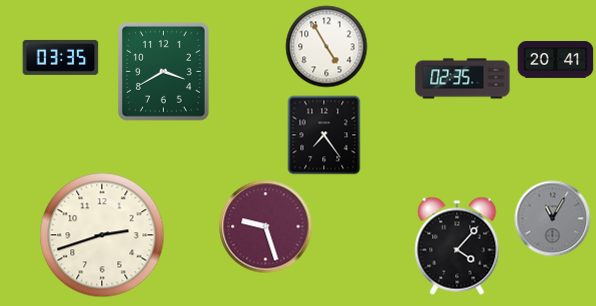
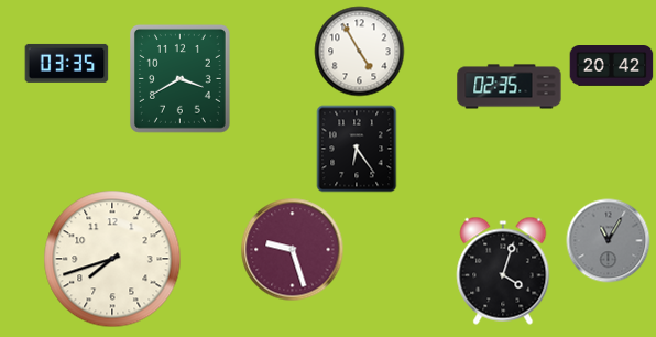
clock at (556, 60): 20:41 -> 20:42
clock at (324, 135): 7:24 -> 6:24
clock at (102, 235): 2:42 -> 7:42
clock at (457, 246): 4:07 -> 4:03
